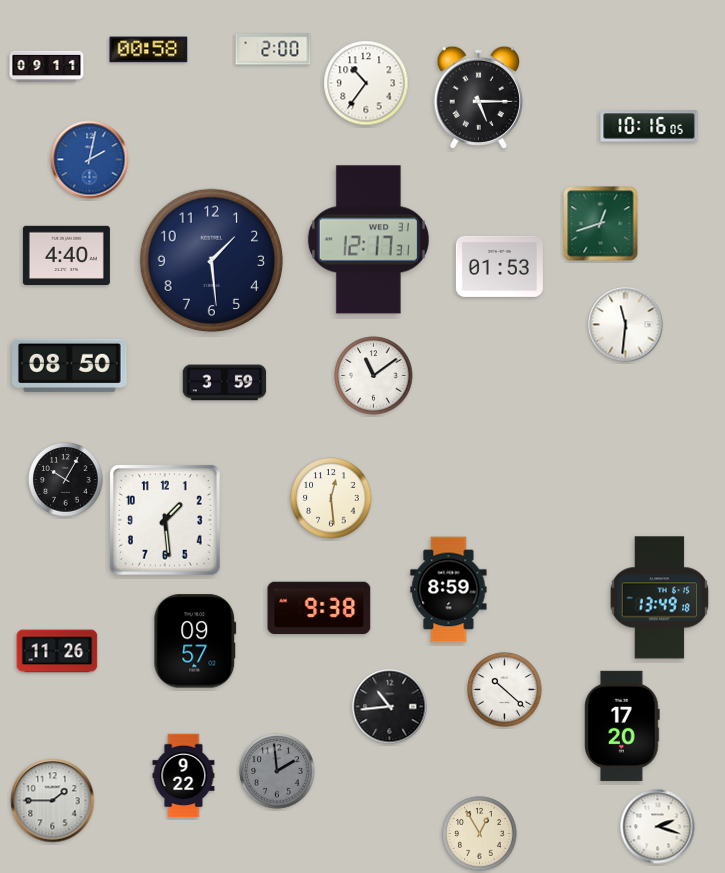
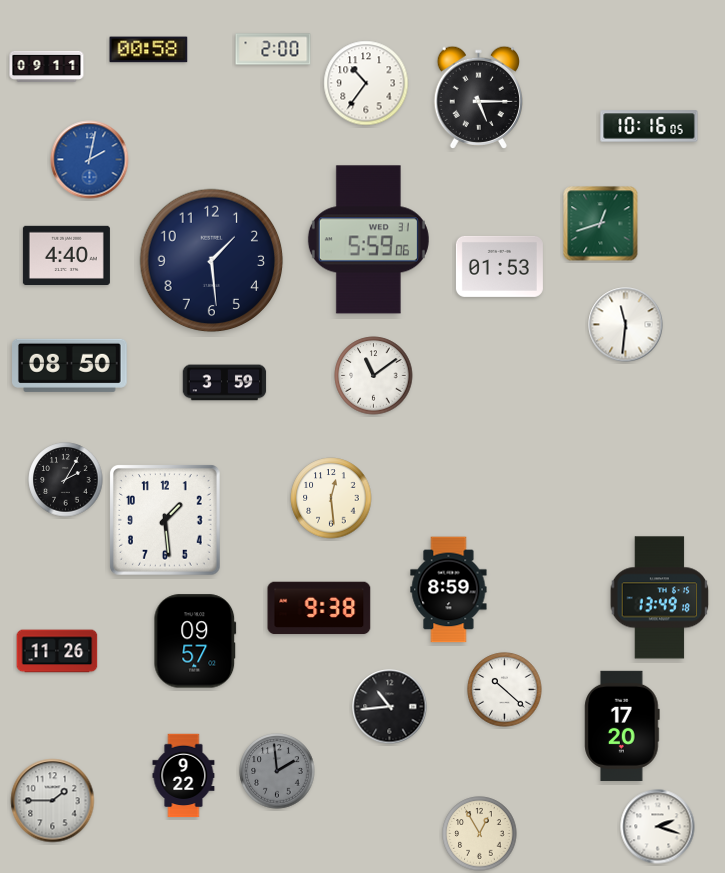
clock at (368, 240): 12:17 -> 5:59
clock at (66, 480): 10:05 -> 2:05
